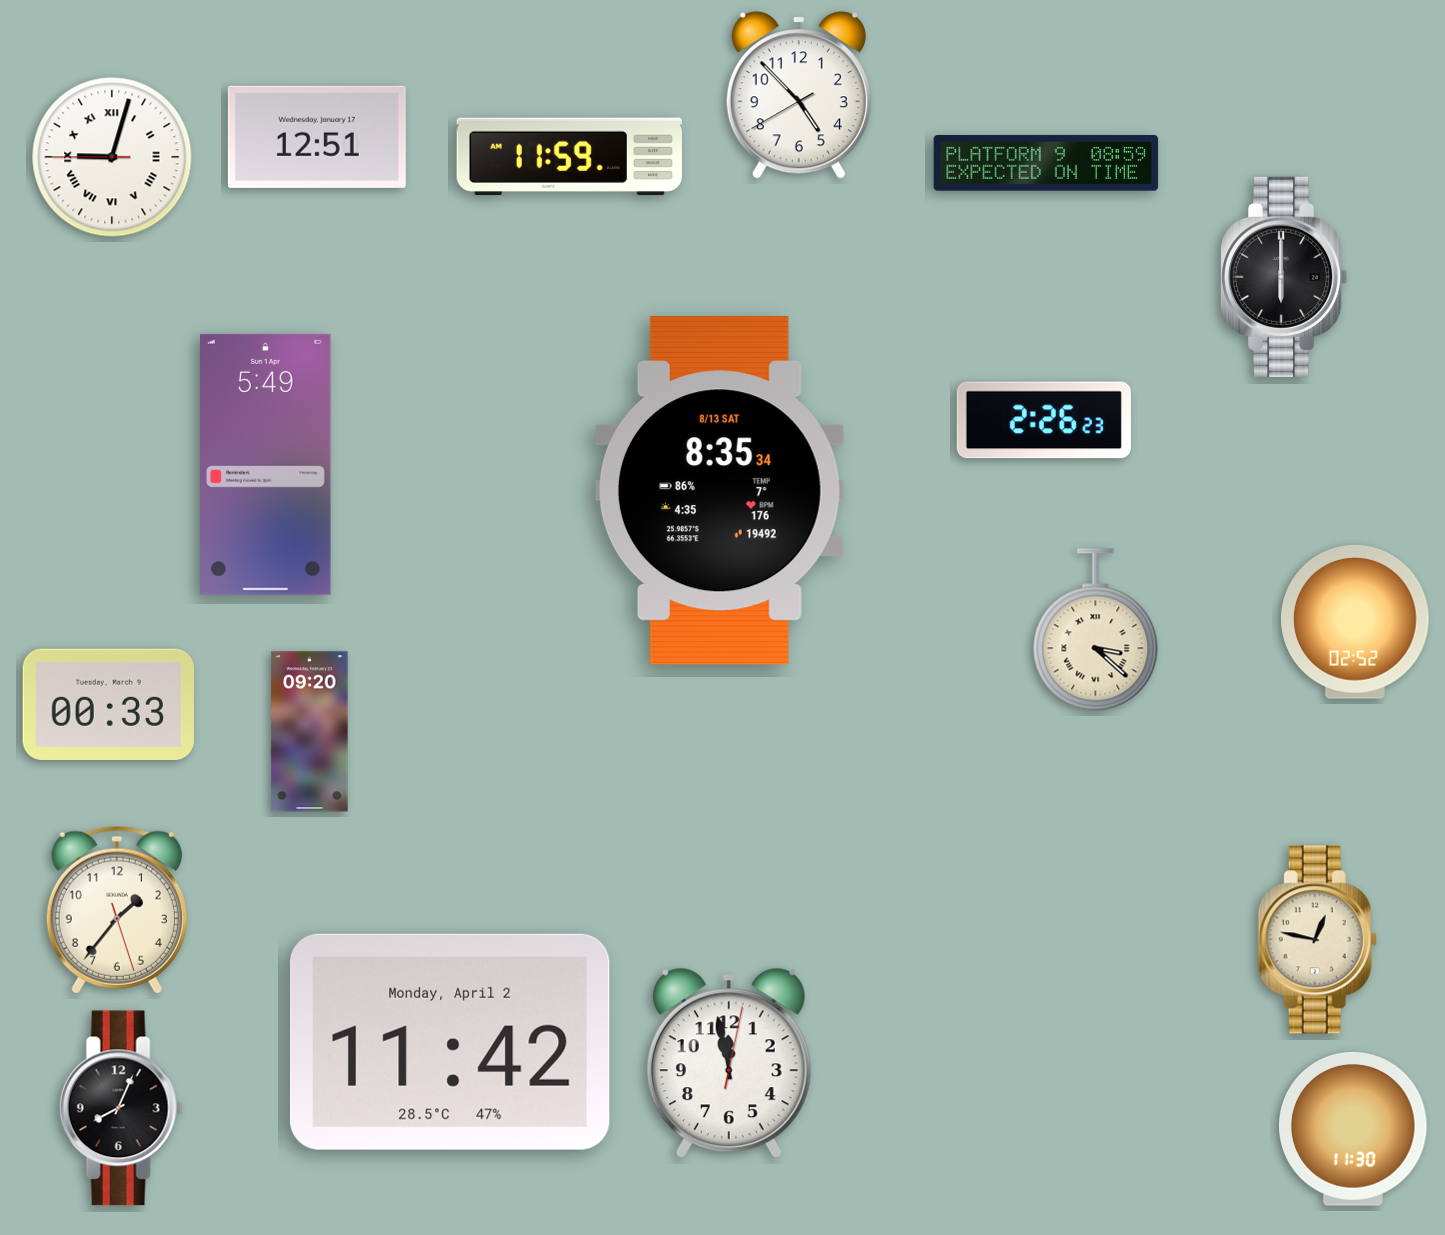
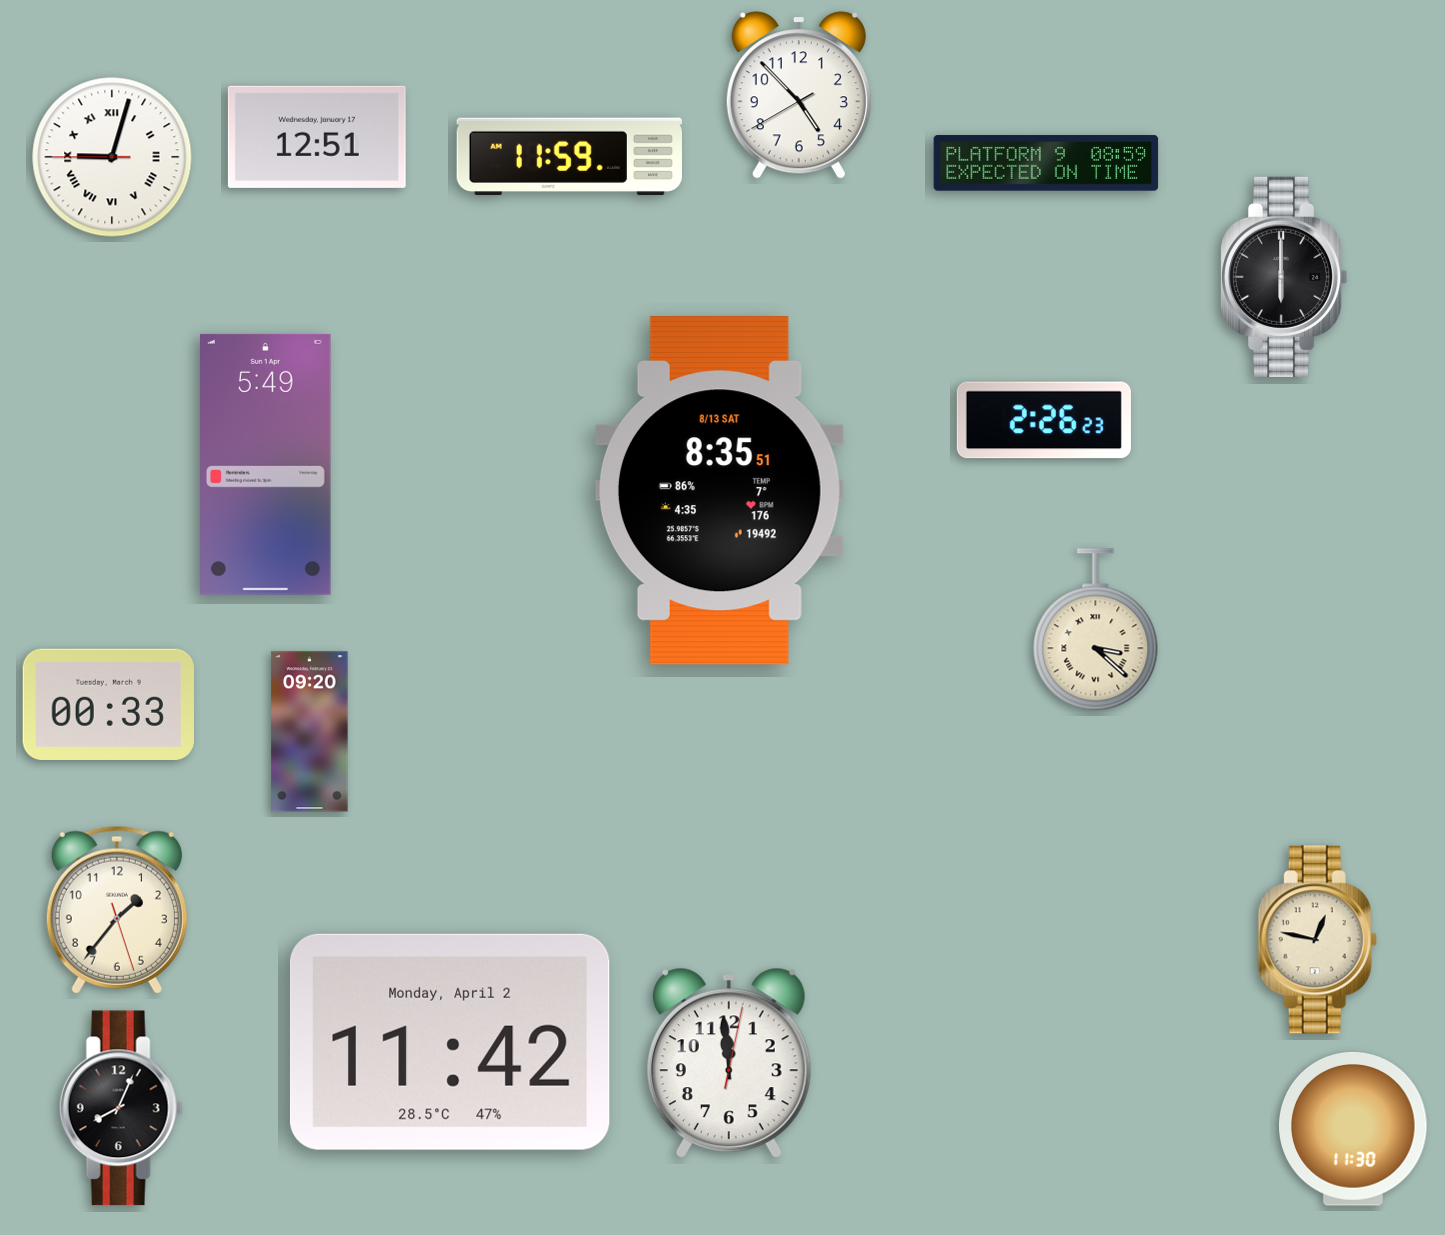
clock at (719, 491): 8:35:34 -> 8:35:51
clock at (1356, 622): 02:52 -> none
clock at (729, 1063): 11:58 -> 11:59
